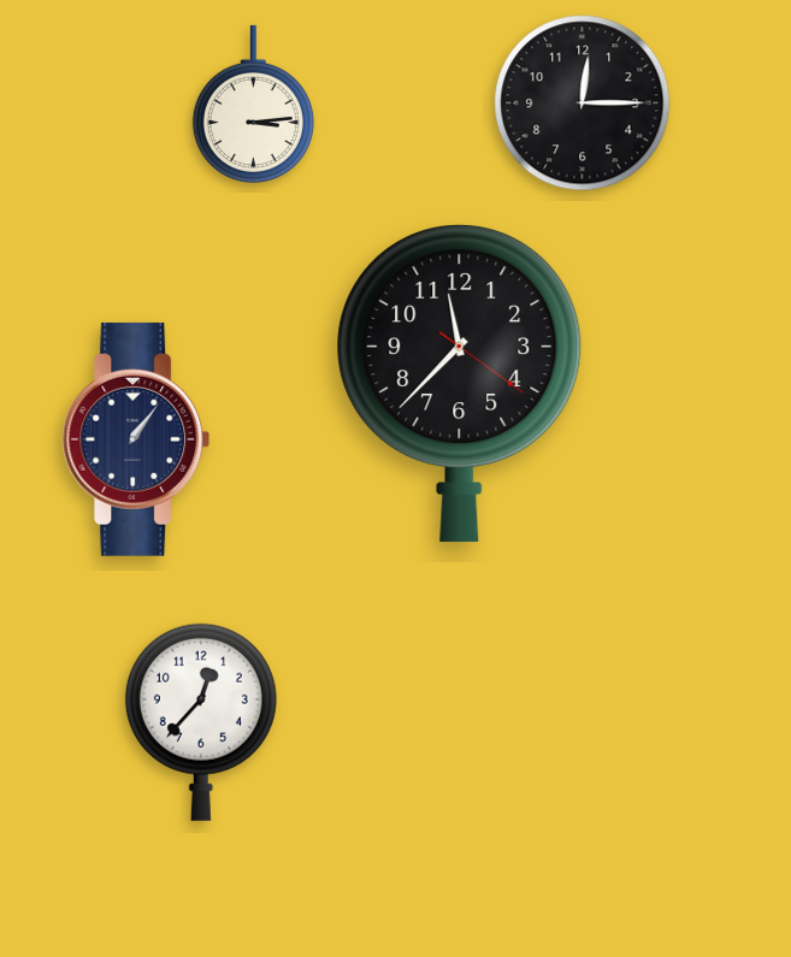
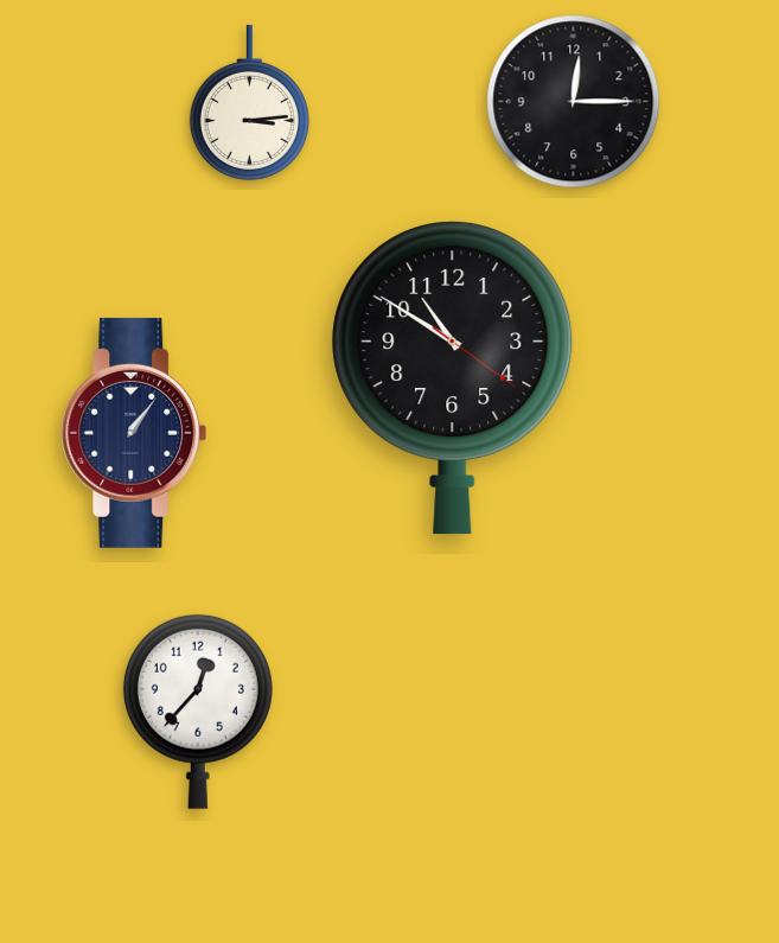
clock at (460, 384): 11:37 -> 10:50
